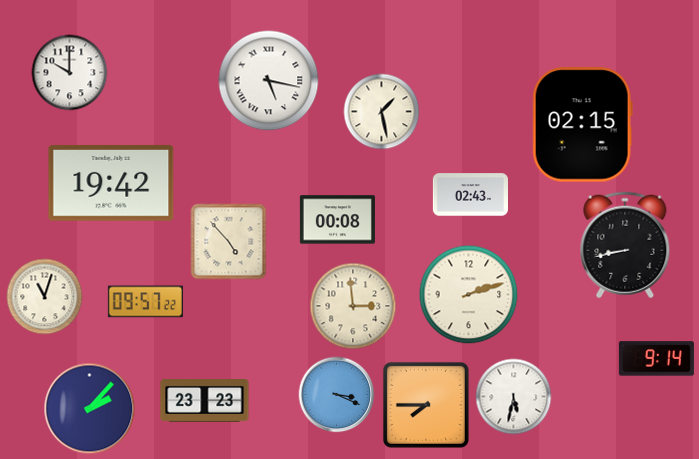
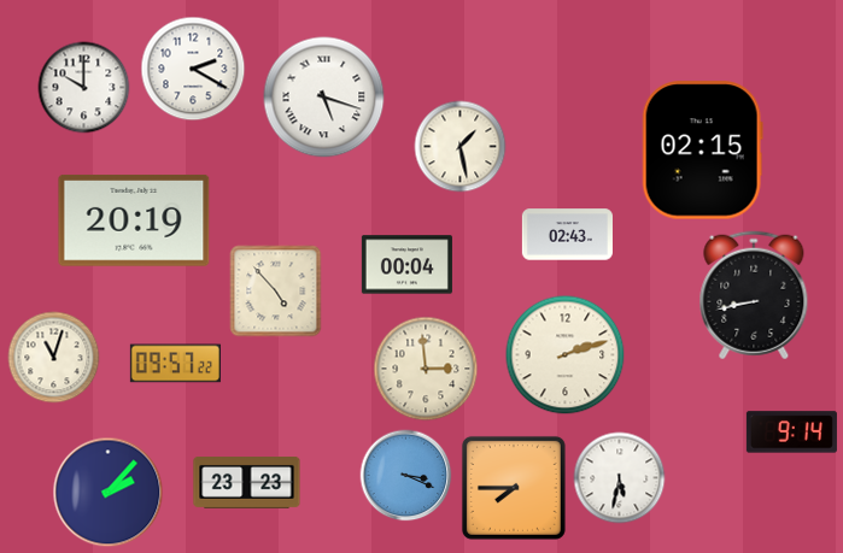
clock at (193, 69): none -> 2:20
clock at (269, 81): 5:17 -> 5:18
clock at (382, 112) position: (382, 112) -> (461, 147)
clock at (111, 183): 19:42 -> 20:19
clock at (337, 220): 00:08 -> 00:04
